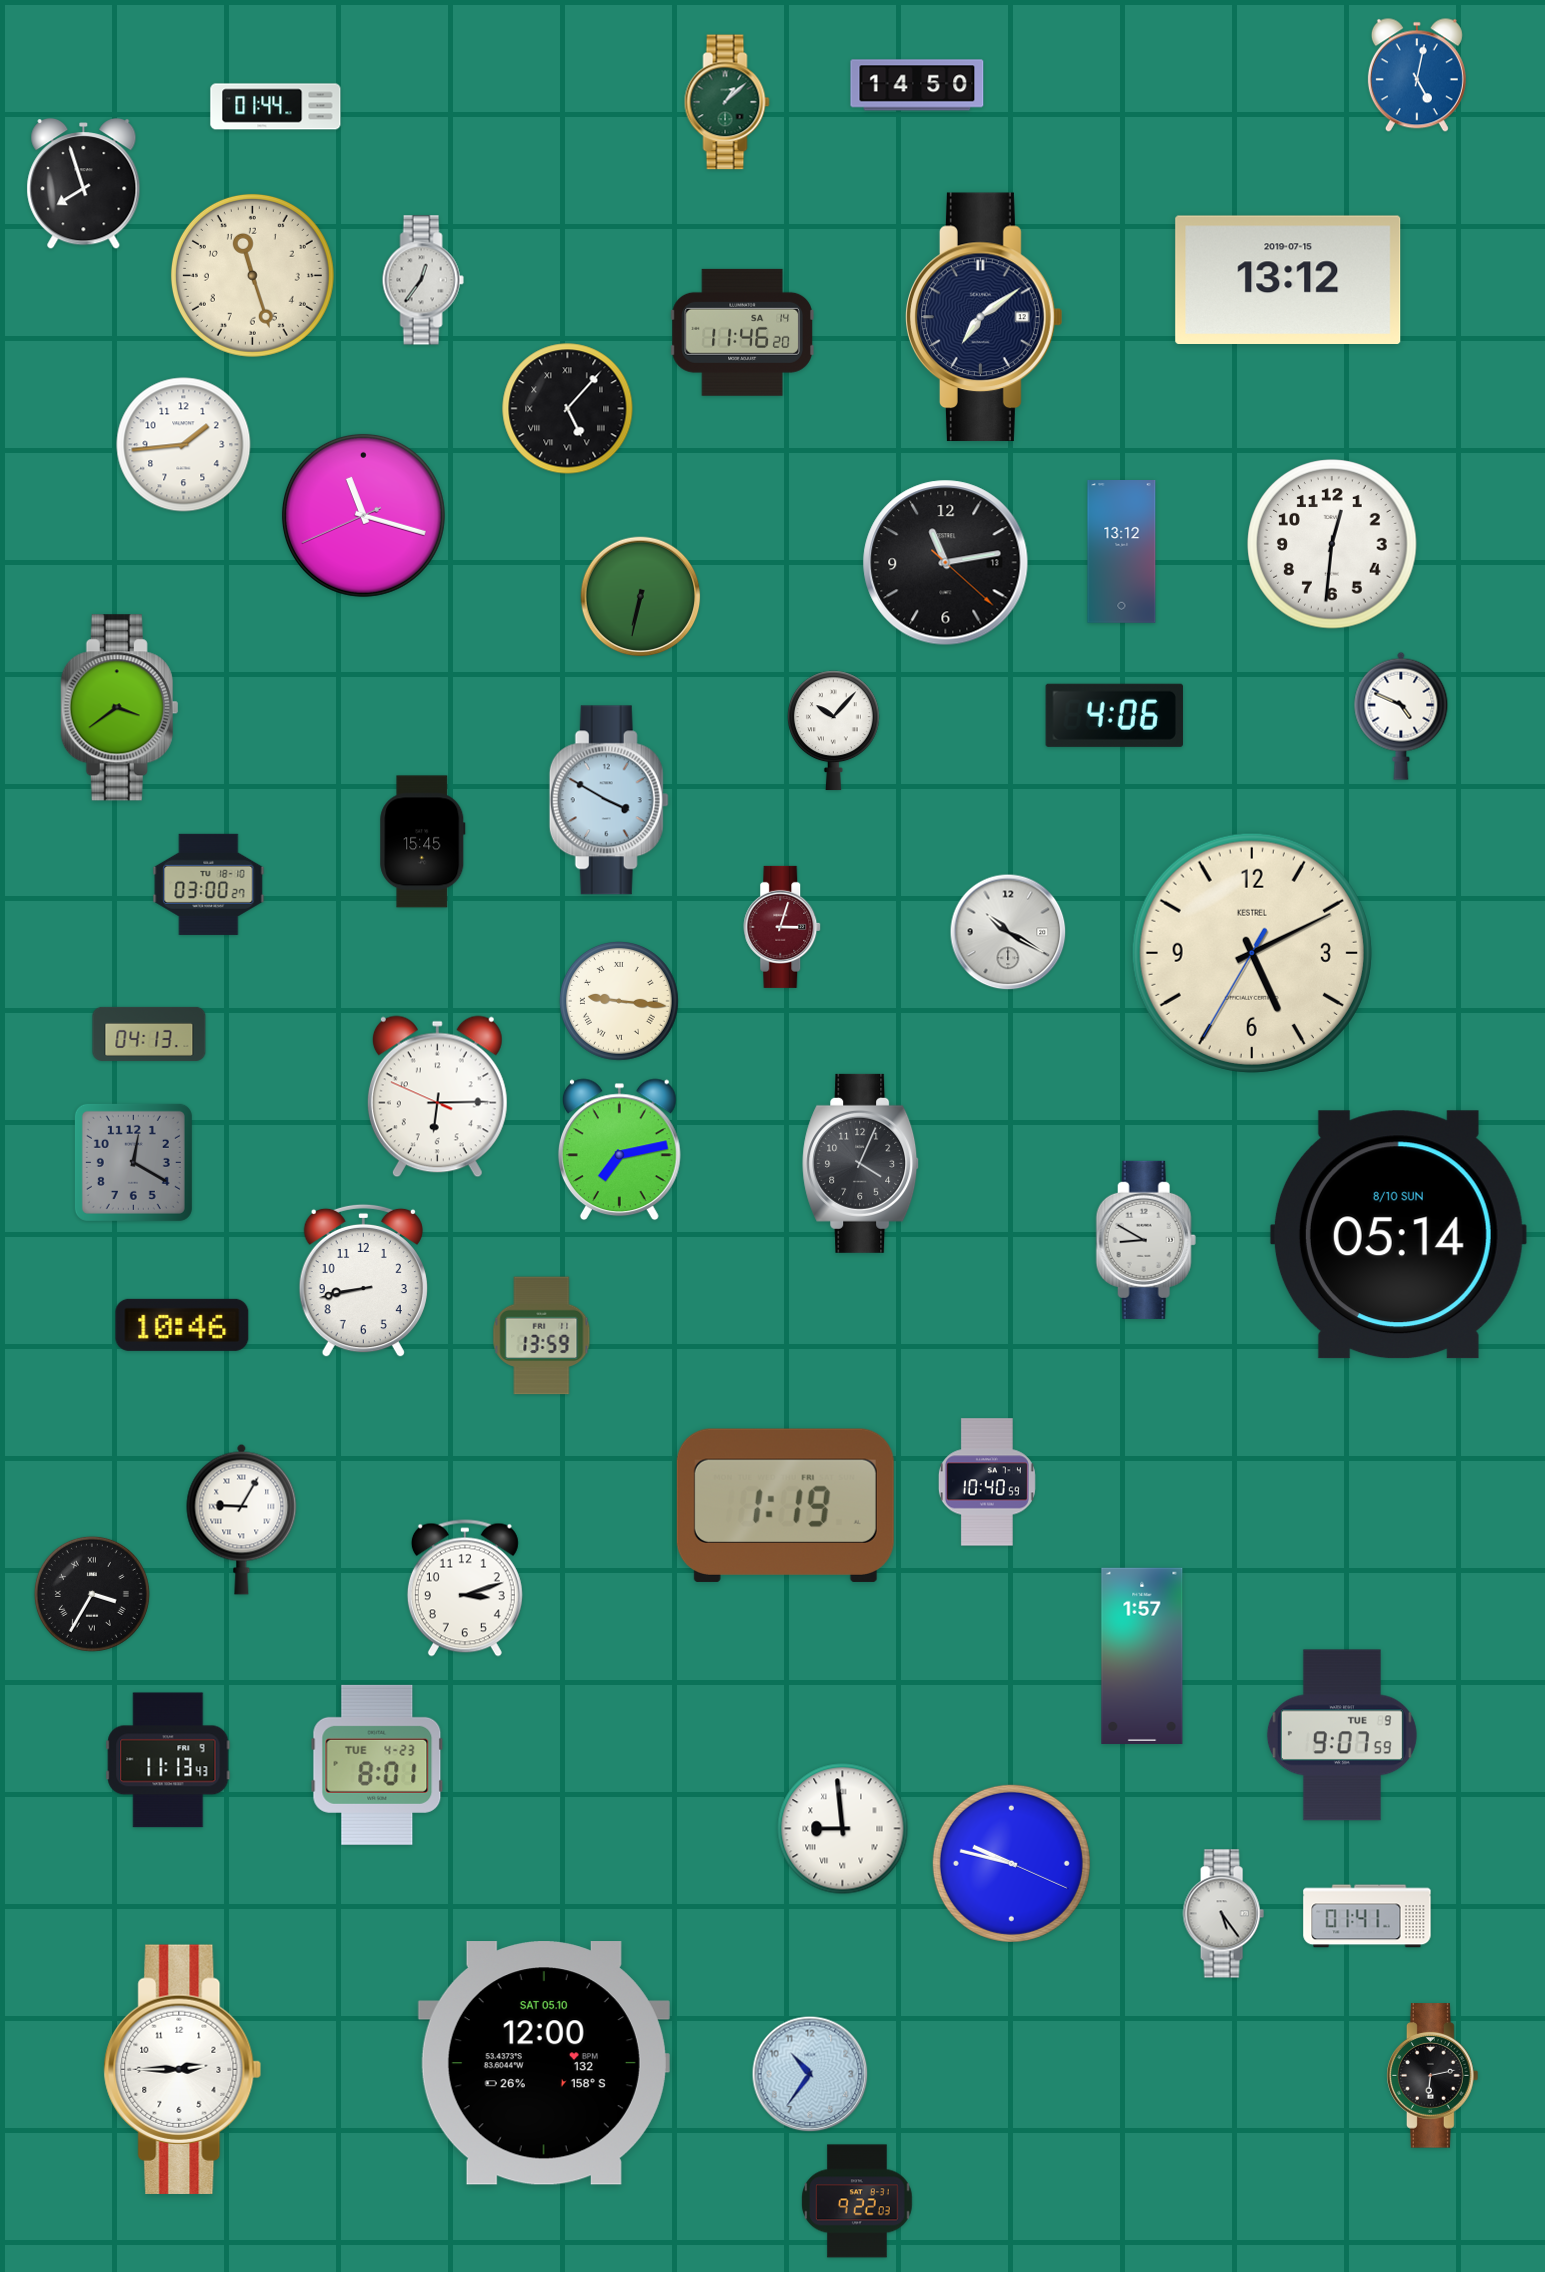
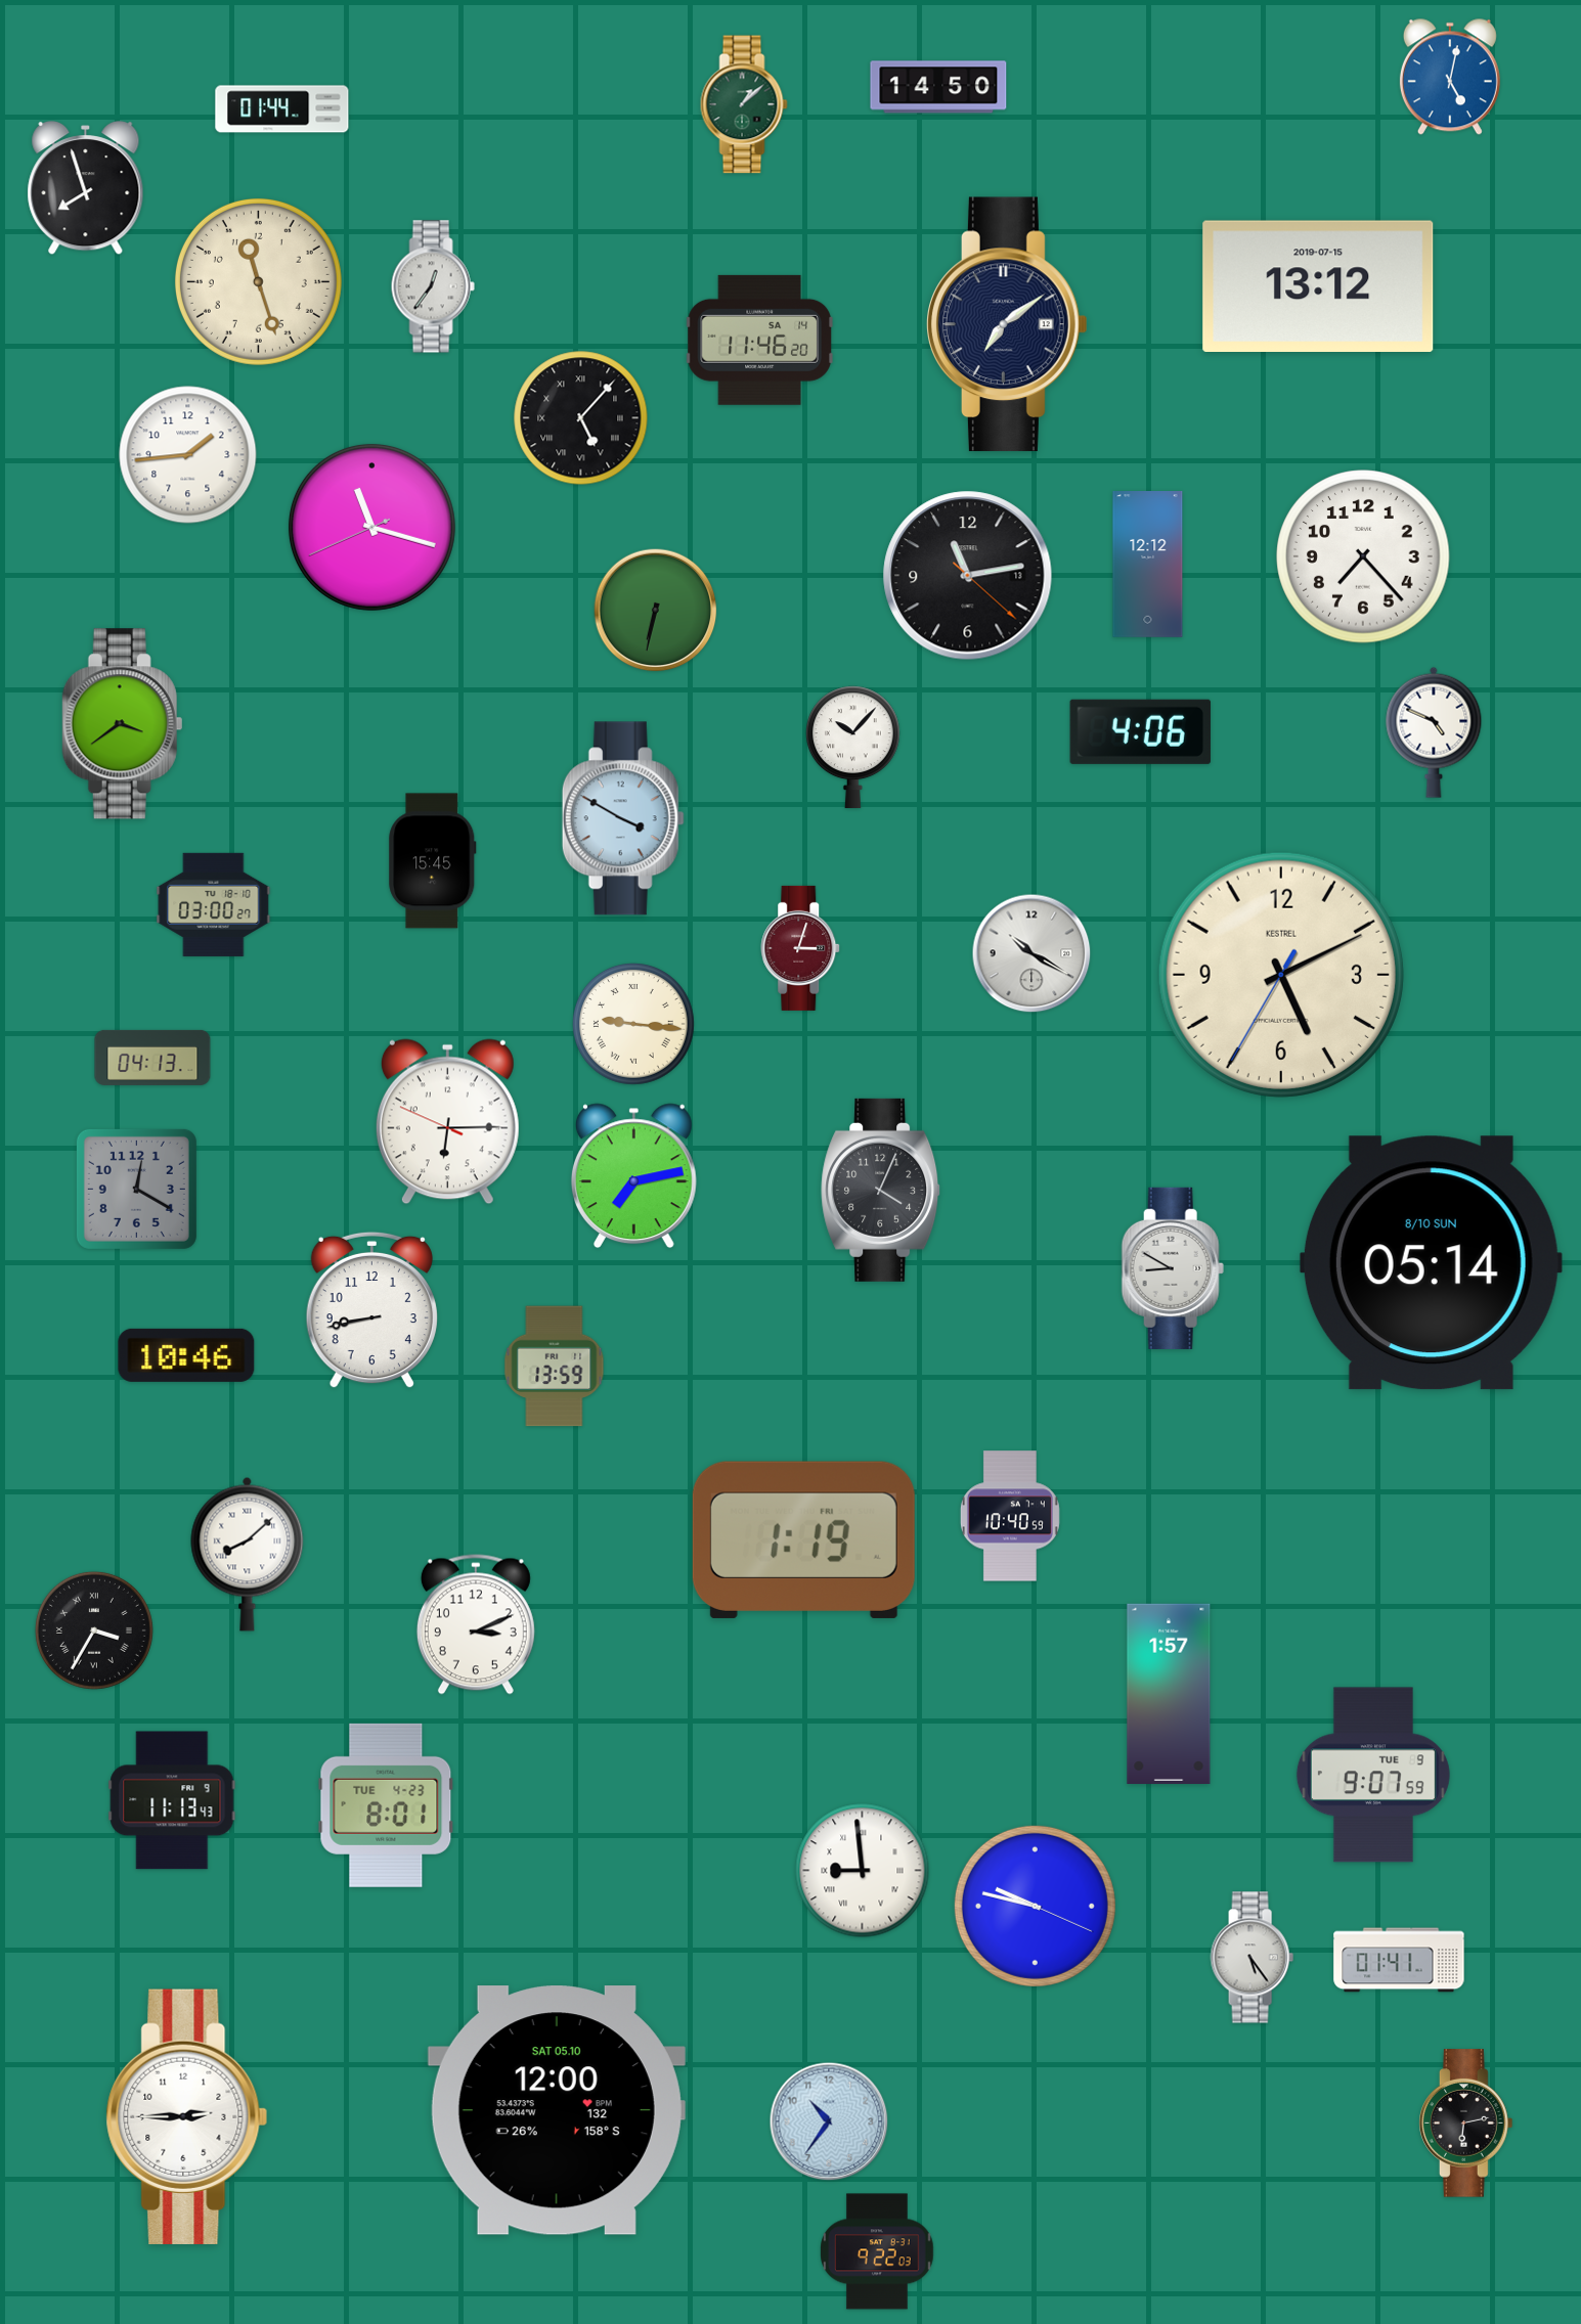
clock at (1332, 544): 12:31 -> 7:23
clock at (1122, 552): 13:12 -> 12:12
clock at (242, 1519): 9:05 -> 8:08
clock at (465, 1588): 3:12 -> 3:11
